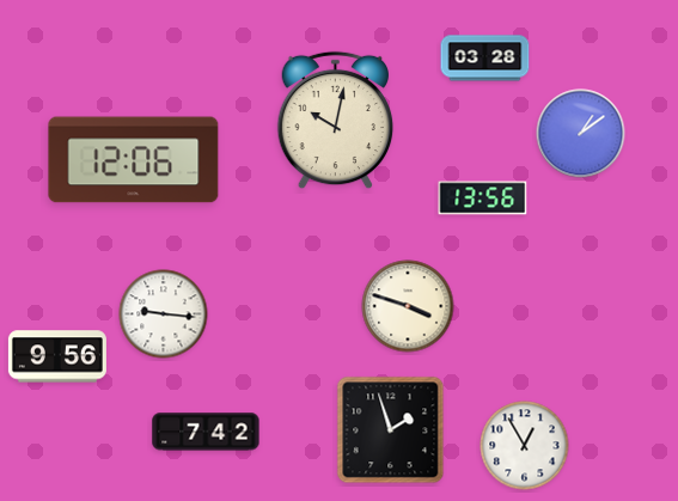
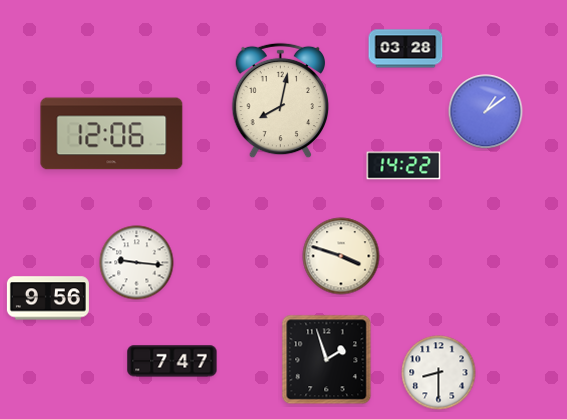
clock at (336, 121): 10:02 -> 8:02
clock at (483, 198): 13:56 -> 14:22
clock at (206, 432): 7:42 -> 7:47
clock at (525, 446): 12:55 -> 8:30
